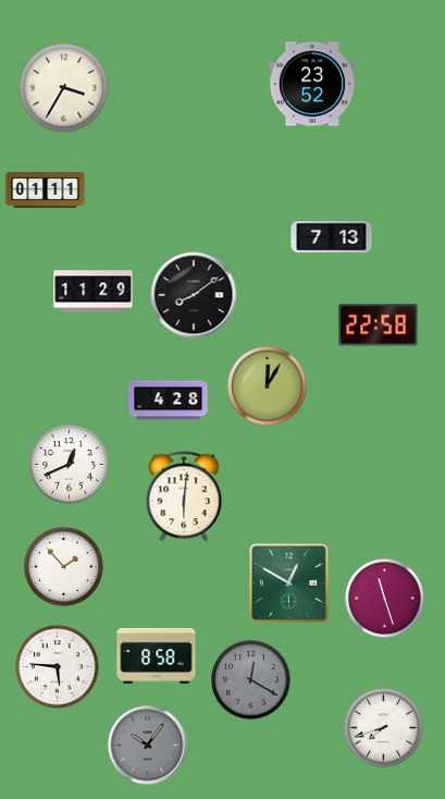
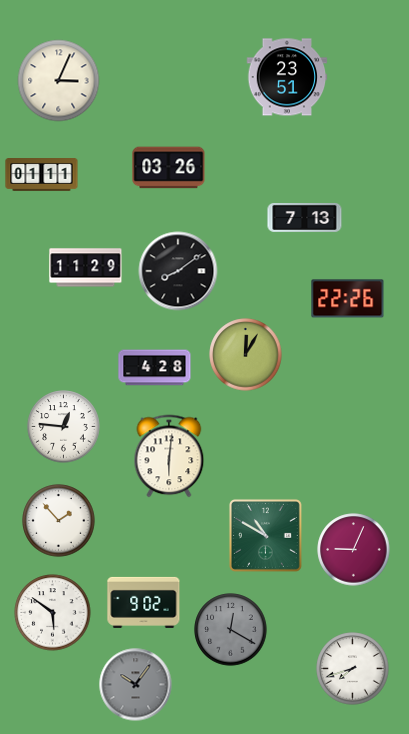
clock at (312, 84): 23:52 -> 23:51
clock at (64, 88): 3:35 -> 3:04
clock at (169, 168): none -> 03:26
clock at (379, 325): 22:58 -> 22:26
clock at (70, 465): 12:41 -> 12:46
clock at (288, 582): 12:50 -> 10:50
clock at (385, 599): 11:27 -> 9:04
clock at (157, 655): 8:58 -> 9:02
clock at (58, 667): 5:46 -> 5:51
clock at (251, 680) position: (251, 680) -> (231, 630)
